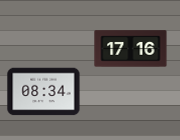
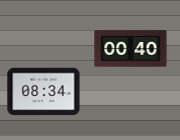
clock at (131, 49): 17:16 -> 00:40
